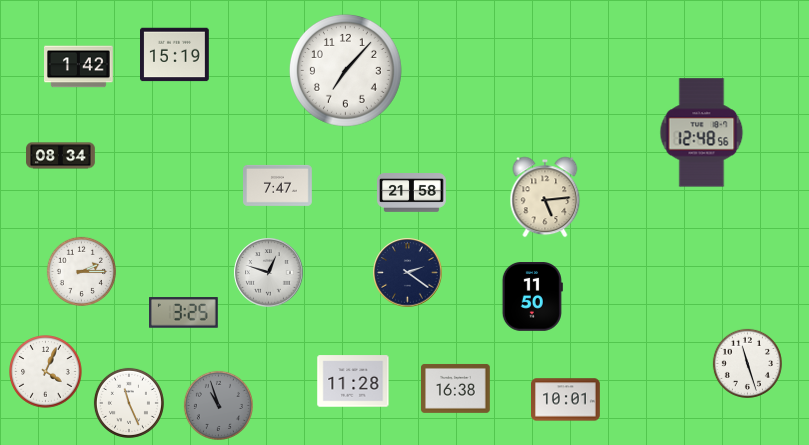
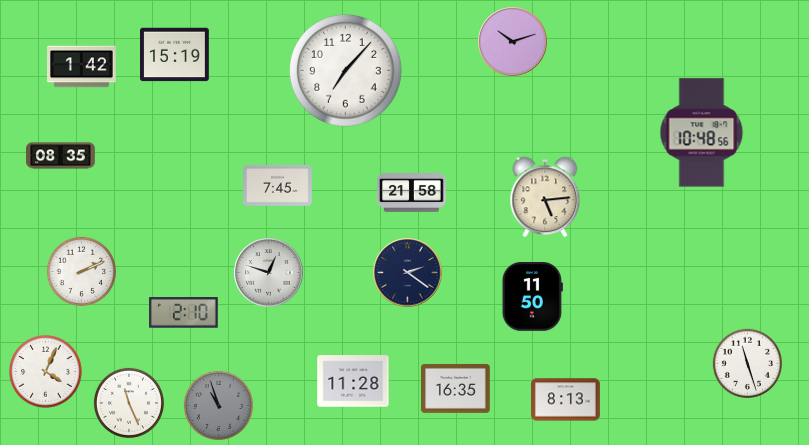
clock at (513, 42): none -> 10:12
clock at (79, 67) position: (79, 67) -> (82, 67)
clock at (702, 133): 12:48 -> 10:48
clock at (61, 156): 08:34 -> 08:35
clock at (278, 185): 7:47 -> 7:45
clock at (81, 271): 2:15 -> 2:11
clock at (184, 313): 3:25 -> 2:10
clock at (456, 389): 16:38 -> 16:35
clock at (566, 400): 10:01 -> 8:13
